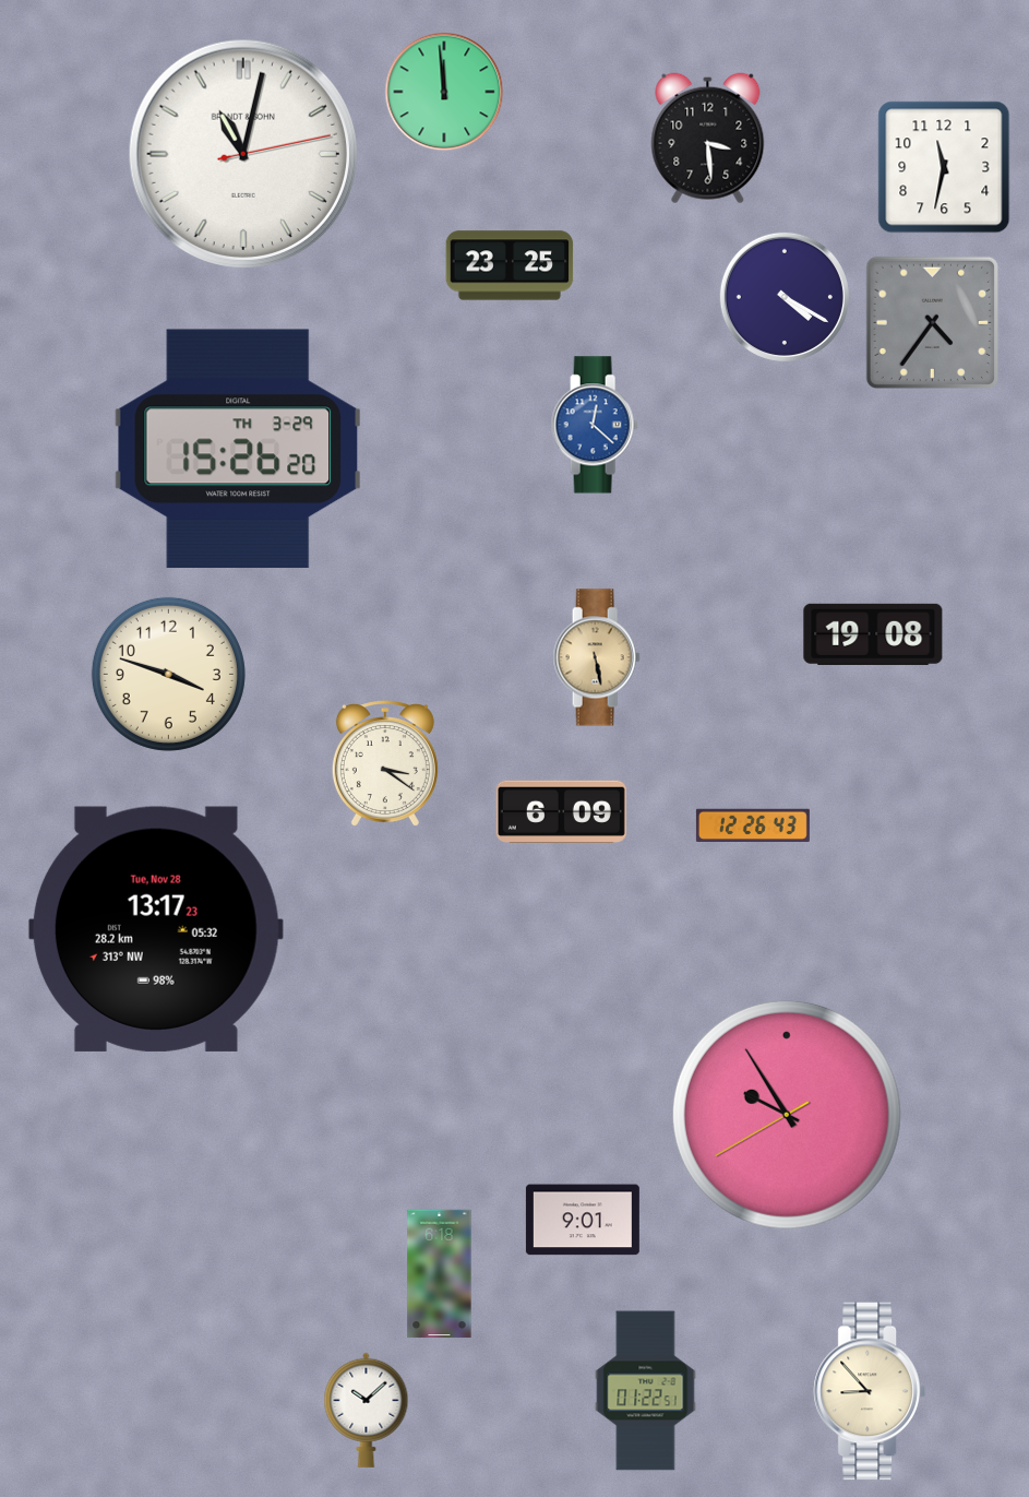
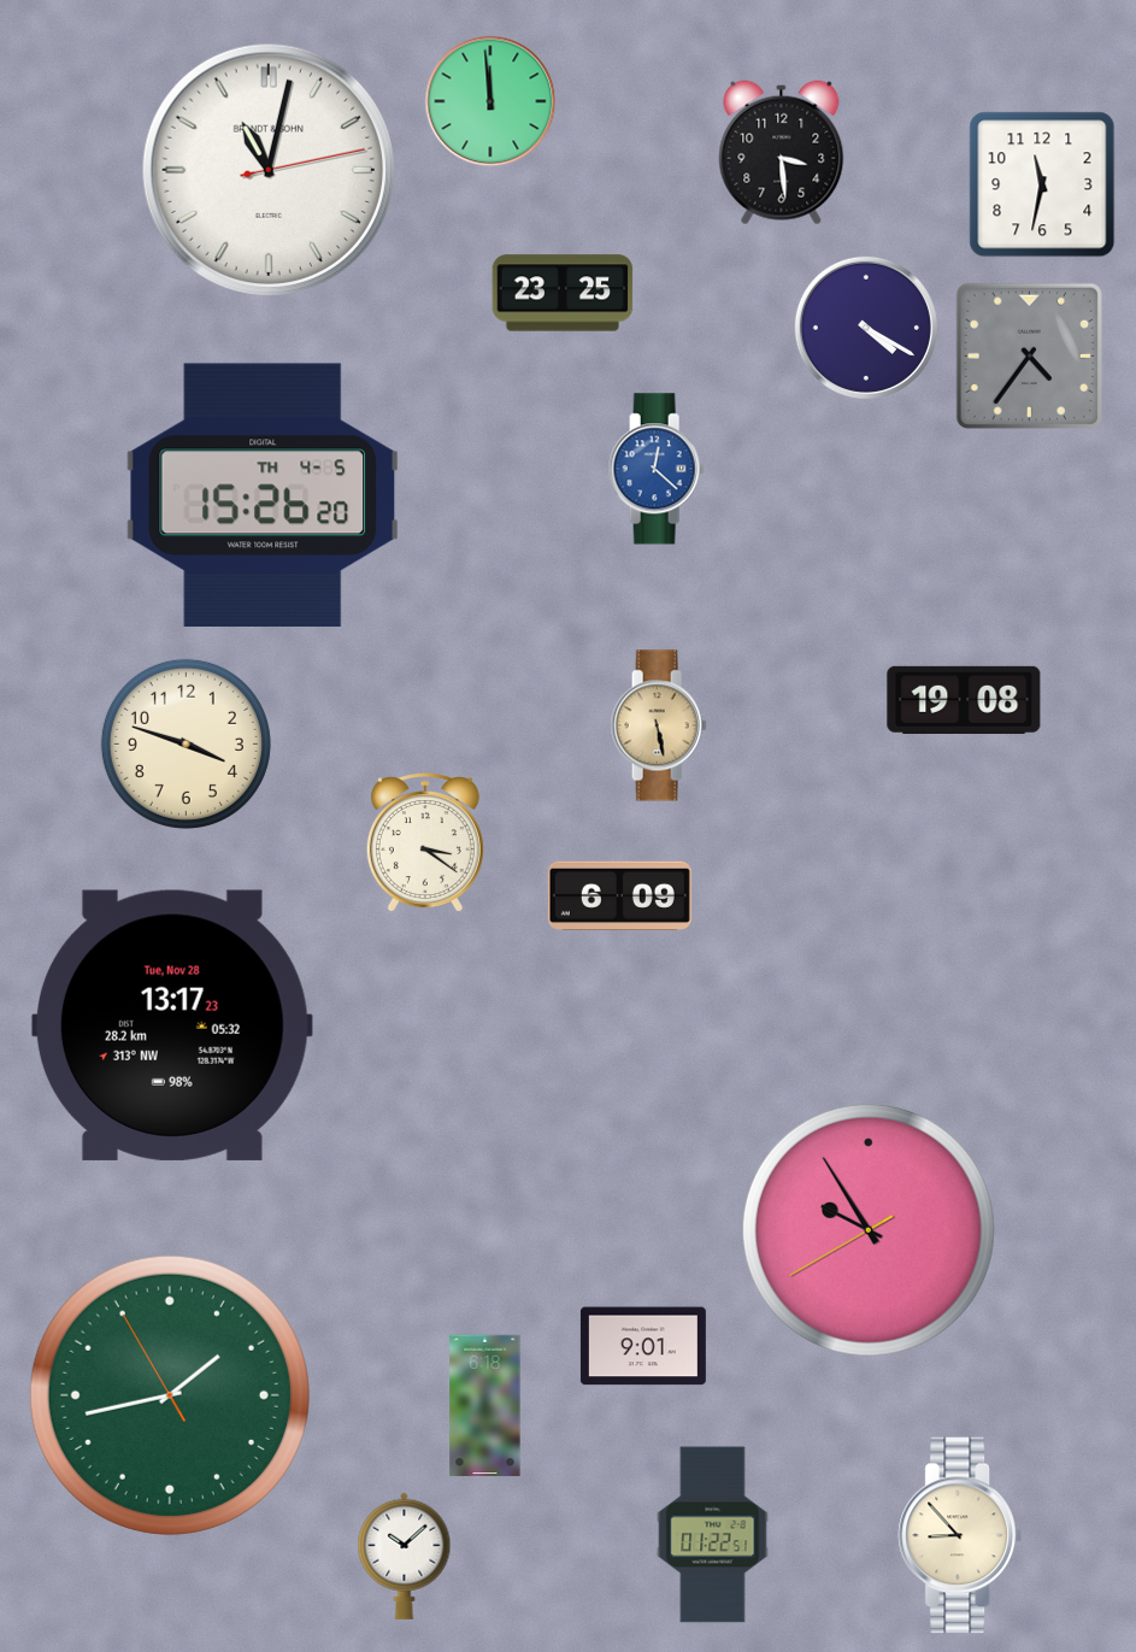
clock at (237, 449) date: TH 3-29 -> TH 4-5
clock at (753, 825): 12:26 -> none
clock at (170, 1395): none -> 1:42
